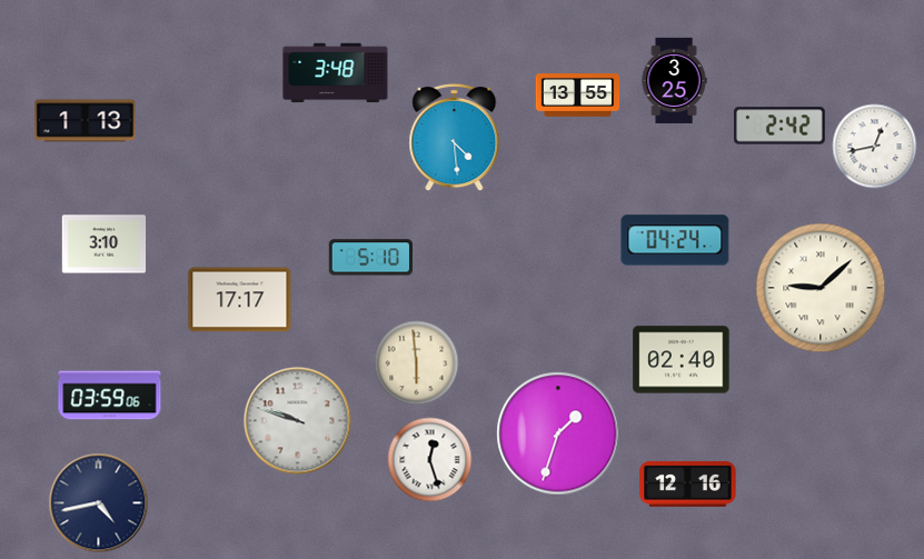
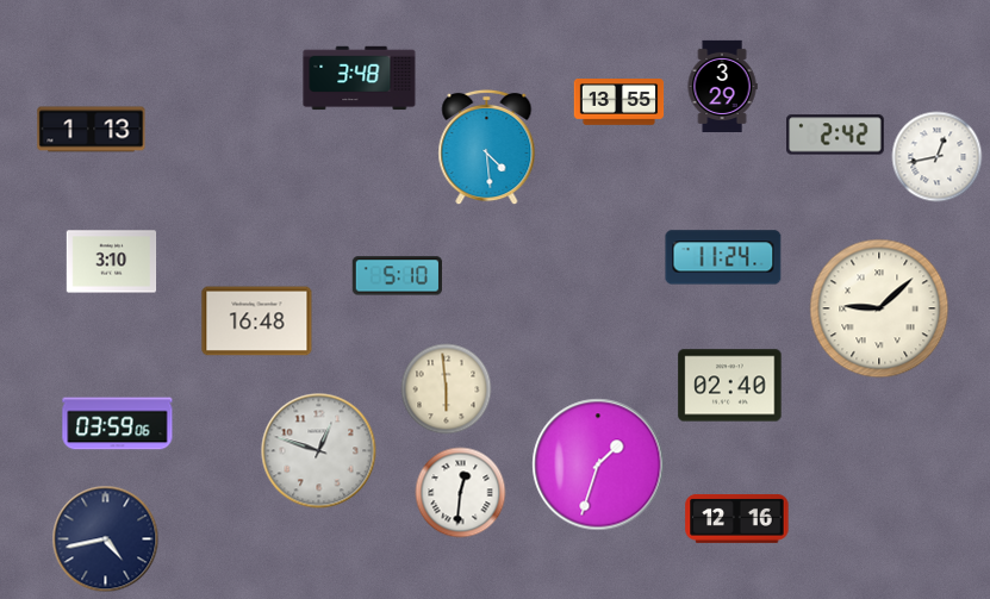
clock at (674, 80): 3:25 -> 3:29
clock at (675, 240): 04:24 -> 11:24
clock at (240, 300): 17:17 -> 16:48
clock at (298, 421): 9:48 -> 12:48
clock at (430, 460): 12:27 -> 12:31
